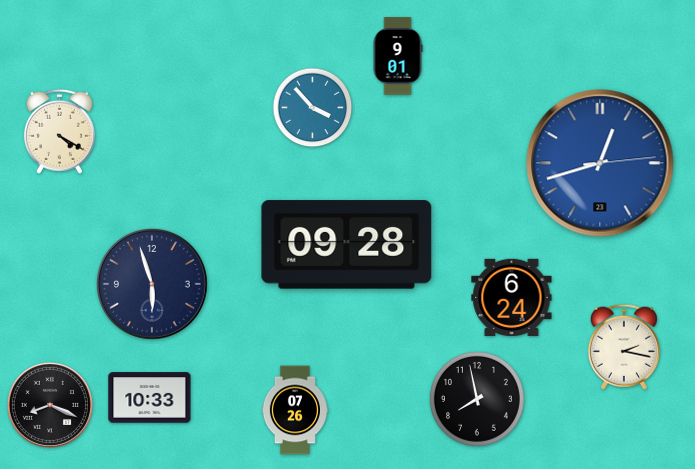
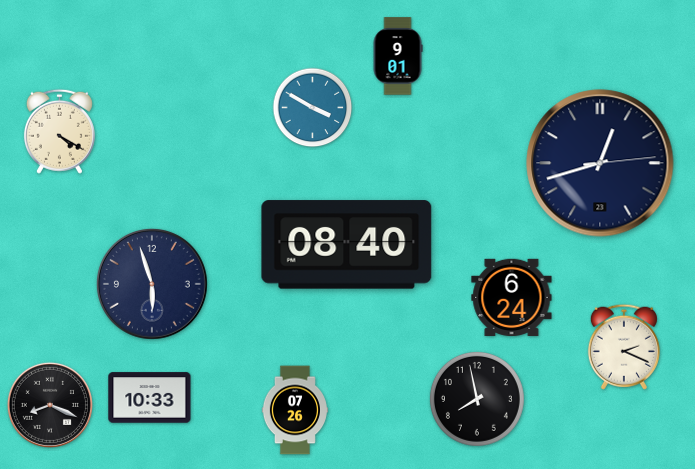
clock at (313, 108): 3:53 -> 3:50
clock at (600, 163) dial: blue -> navy
clock at (347, 245): 09:28 -> 08:40
clock at (624, 347): 2:17 -> 2:19
